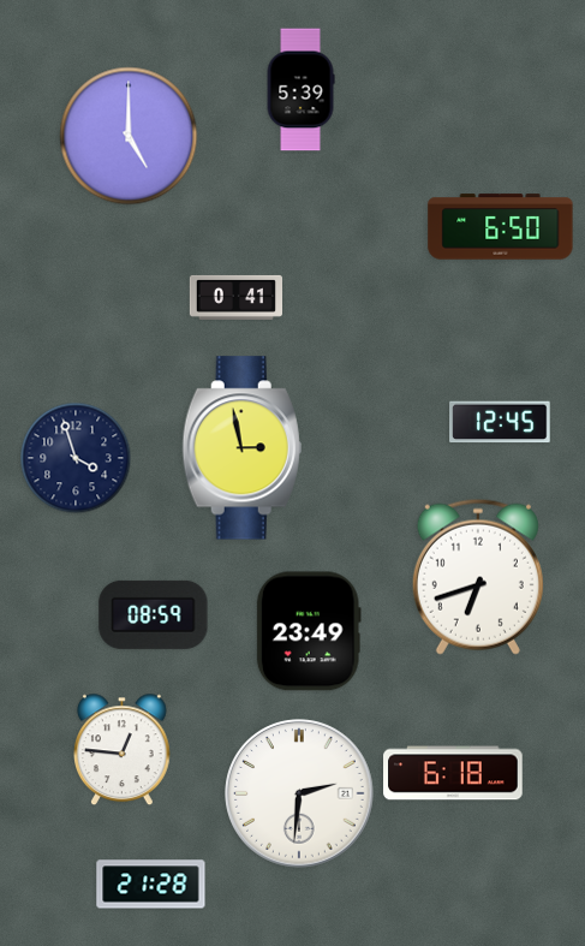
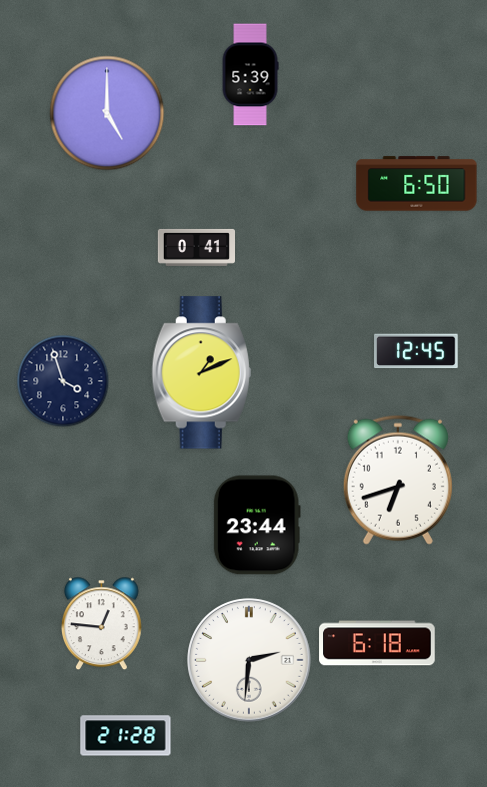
clock at (501, 227) position: (501, 227) -> (417, 184)
clock at (241, 448): 2:58 -> 1:11
clock at (154, 614): 08:59 -> none
clock at (309, 631): 23:49 -> 23:44
